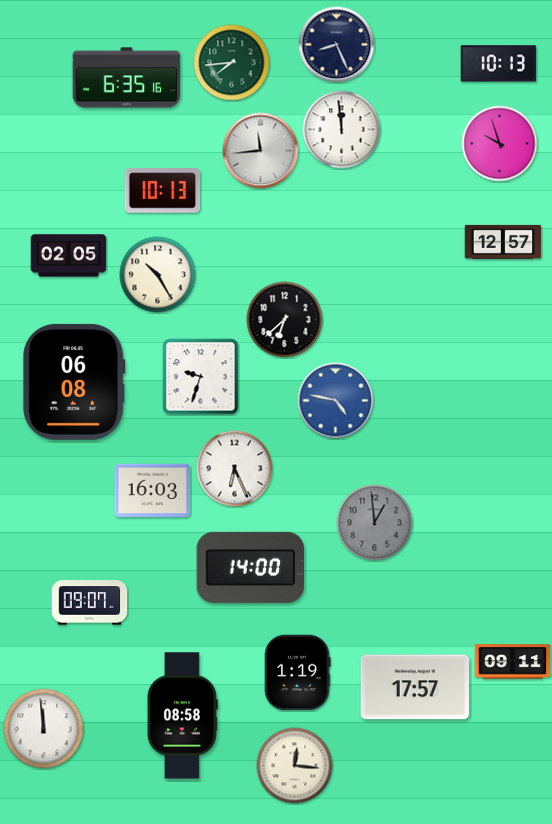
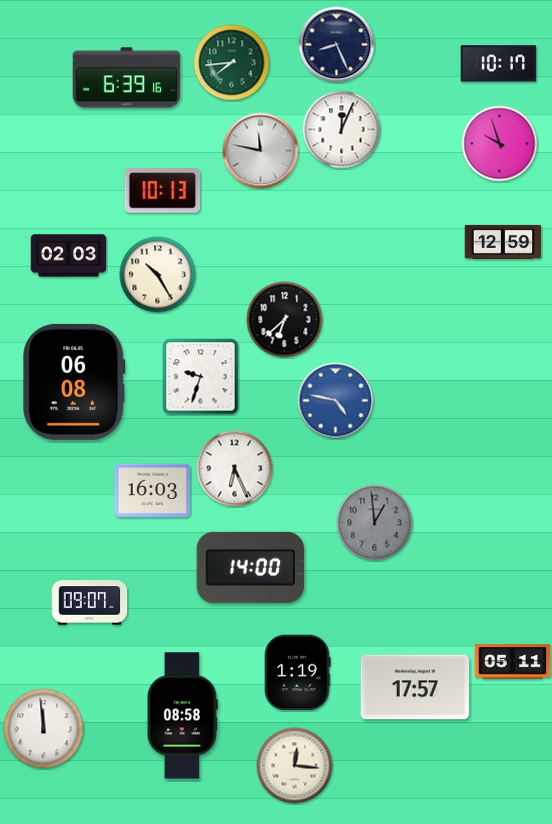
clock at (499, 64): 10:13 -> 10:17
clock at (127, 78): 6:35 -> 6:39
clock at (342, 130): 11:59 -> 12:04
clock at (261, 151): 11:44 -> 11:47
clock at (503, 242): 12:57 -> 12:59
clock at (69, 256): 02:05 -> 02:03
clock at (513, 662): 09:11 -> 05:11
